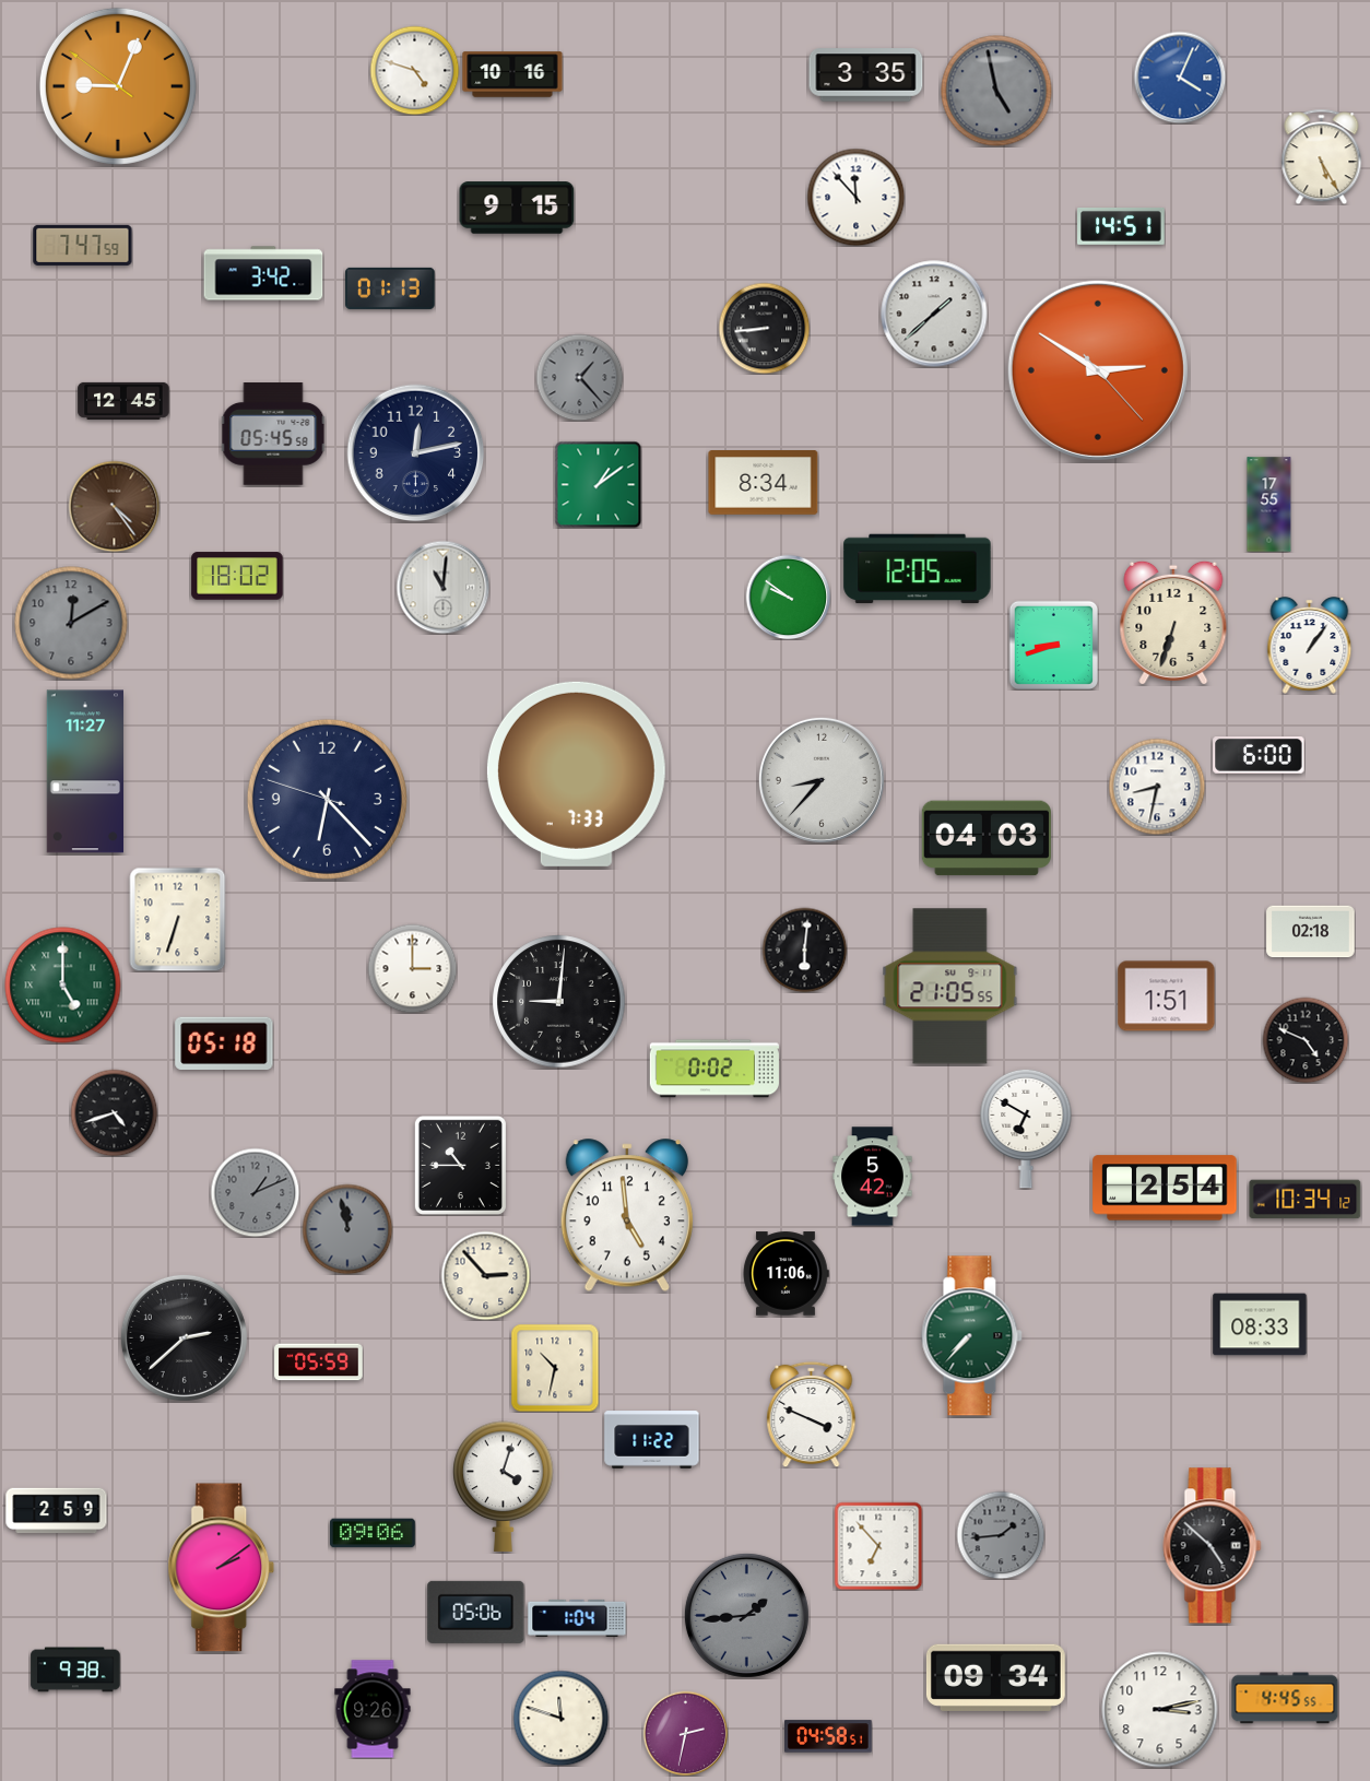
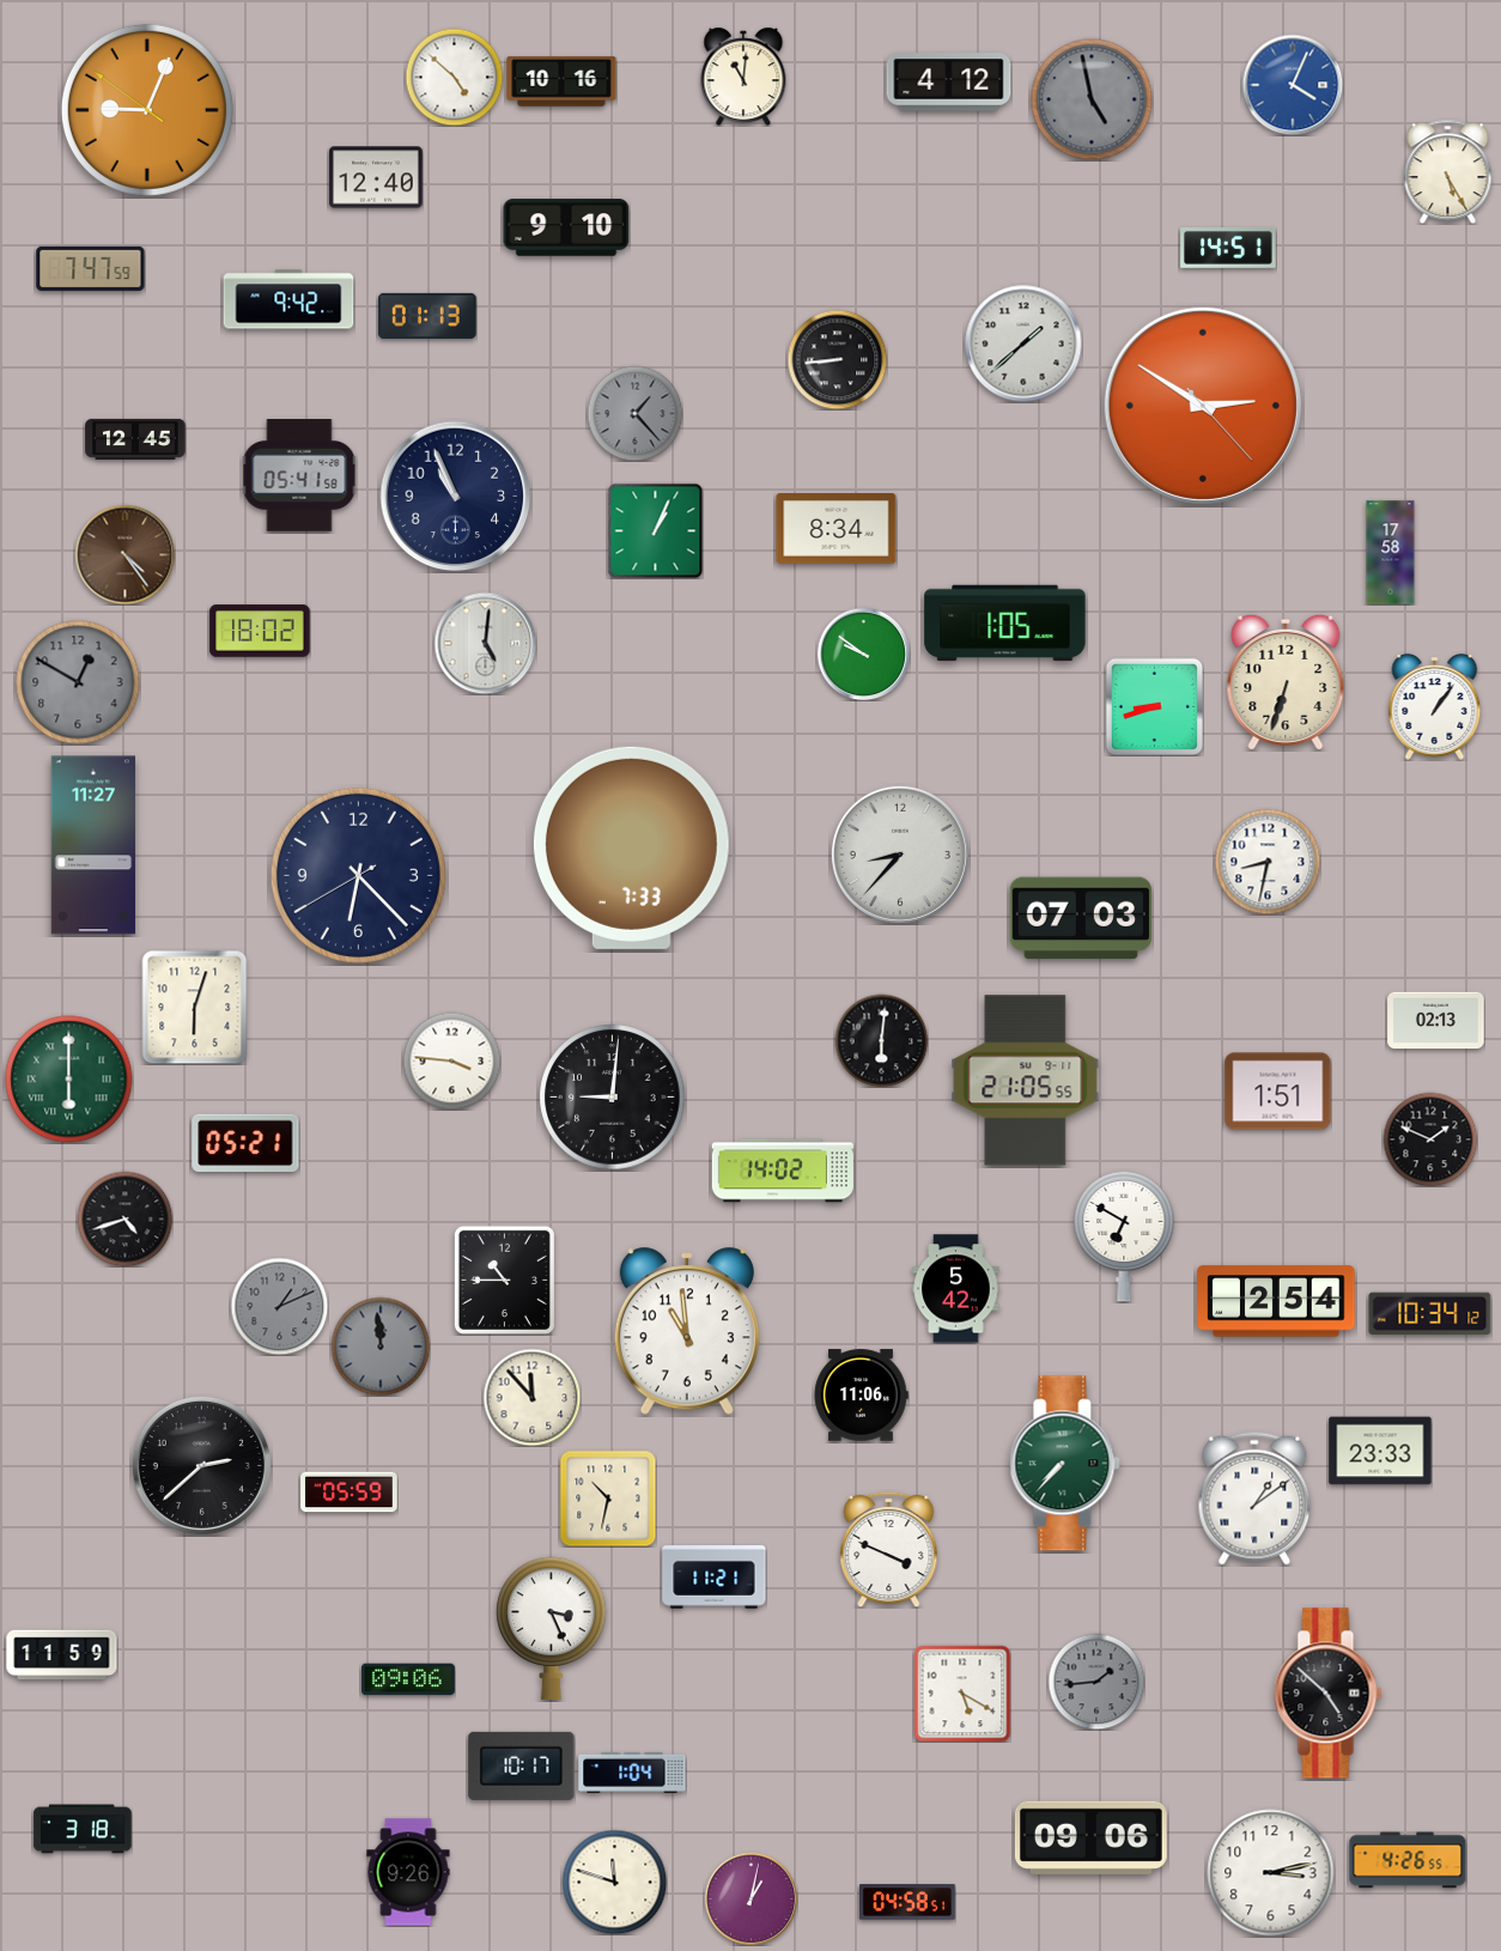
clock at (414, 70): 4:48 -> 4:52
clock at (743, 77): none -> 11:01
clock at (866, 75): 3:35 -> 4:12
clock at (118, 86) position: (118, 86) -> (147, 110)
clock at (377, 177): none -> 12:40
clock at (855, 197): 11:53 -> none
clock at (517, 208): 9:15 -> 9:10
clock at (263, 273): 3:42 -> 9:42
clock at (273, 434): 05:45 -> 05:41
clock at (416, 453): 12:13 -> 10:56
clock at (598, 484): 1:09 -> 1:04
clock at (1269, 505): 17:55 -> 17:58
clock at (918, 569): 12:05 -> 1:05
clock at (442, 587): 11:01 -> 5:01
clock at (71, 623): 12:10 -> 12:50
clock at (1259, 756): 6:00 -> none
clock at (327, 799): 6:22:48 -> 6:22:40
clock at (987, 838): 04:03 -> 07:03
clock at (178, 919): 6:33 -> 6:03
clock at (1311, 932): 02:18 -> 02:13
clock at (412, 968): 3:00 -> 3:46
clock at (63, 986): 5:00 -> 6:00
clock at (950, 987) position: (950, 987) -> (1026, 1081)
clock at (1306, 1040): 4:49 -> 1:49
clock at (224, 1042): 05:18 -> 05:21
clock at (714, 1069): 0:02 -> 14:02
clock at (460, 1165) position: (460, 1165) -> (504, 1280)
clock at (627, 1216): 4:59 -> 10:59
clock at (347, 1229): 11:58 -> 11:59
clock at (485, 1275): 2:53 -> 11:53
clock at (1260, 1324): 08:33 -> 23:33
clock at (1254, 1499): none -> 1:09
clock at (652, 1440): 11:22 -> 11:21
clock at (504, 1486): 4:03 -> 3:26
clock at (57, 1511): 2:59 -> 11:59
clock at (878, 1546): 6:53 -> 5:20
clock at (222, 1568): 2:09 -> none
clock at (476, 1612): 05:06 -> 10:17
clock at (746, 1615): 1:44 -> none
clock at (75, 1670): 9:38 -> 3:18
clock at (995, 1677): 09:34 -> 09:06
clock at (1285, 1698): 4:45 -> 4:26
clock at (685, 1733): 2:32 -> 1:02
